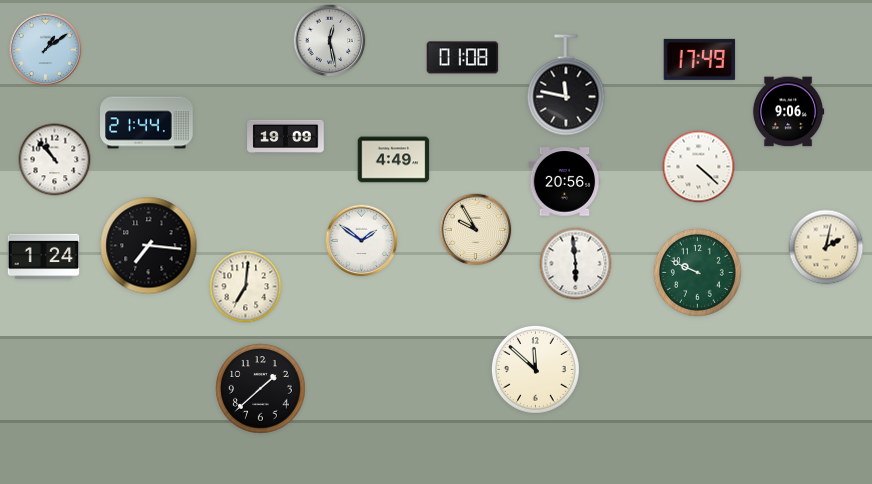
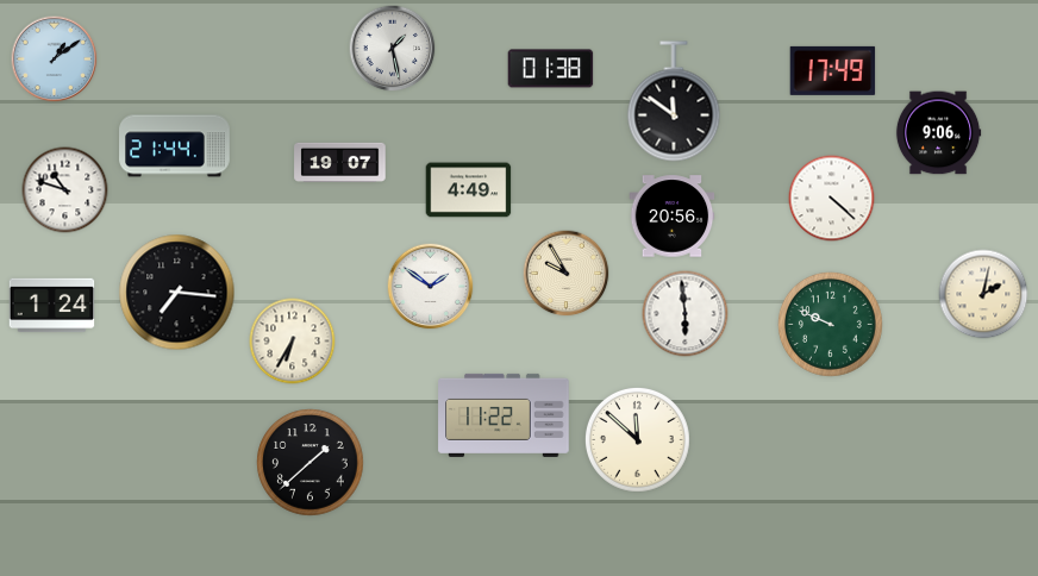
clock at (330, 41): 12:28 -> 1:28
clock at (463, 58): 01:08 -> 01:38
clock at (566, 85): 11:47 -> 11:51
clock at (286, 136): 19:09 -> 19:07
clock at (55, 160): 10:53 -> 10:48
clock at (246, 287): 7:01 -> 6:35
clock at (504, 415): none -> 11:22
